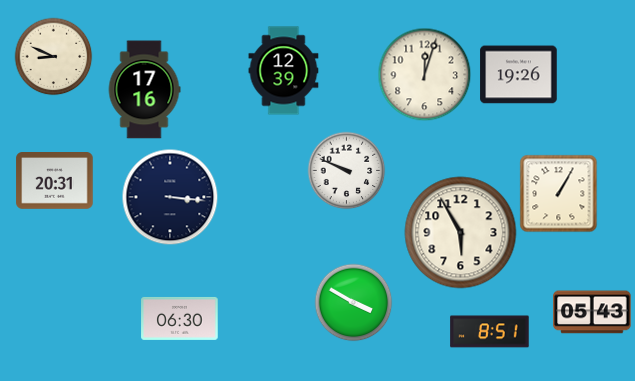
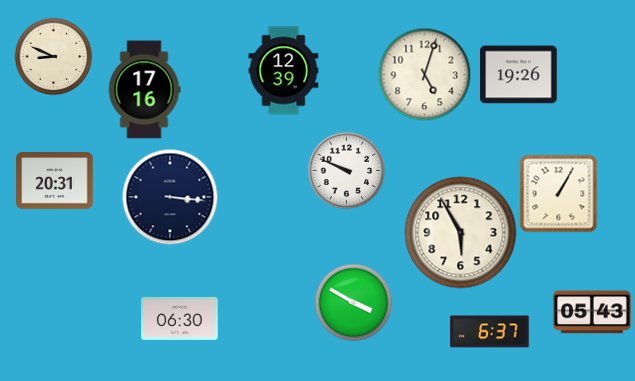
clock at (424, 74): 12:03 -> 5:03
clock at (490, 332): 8:51 -> 6:37
